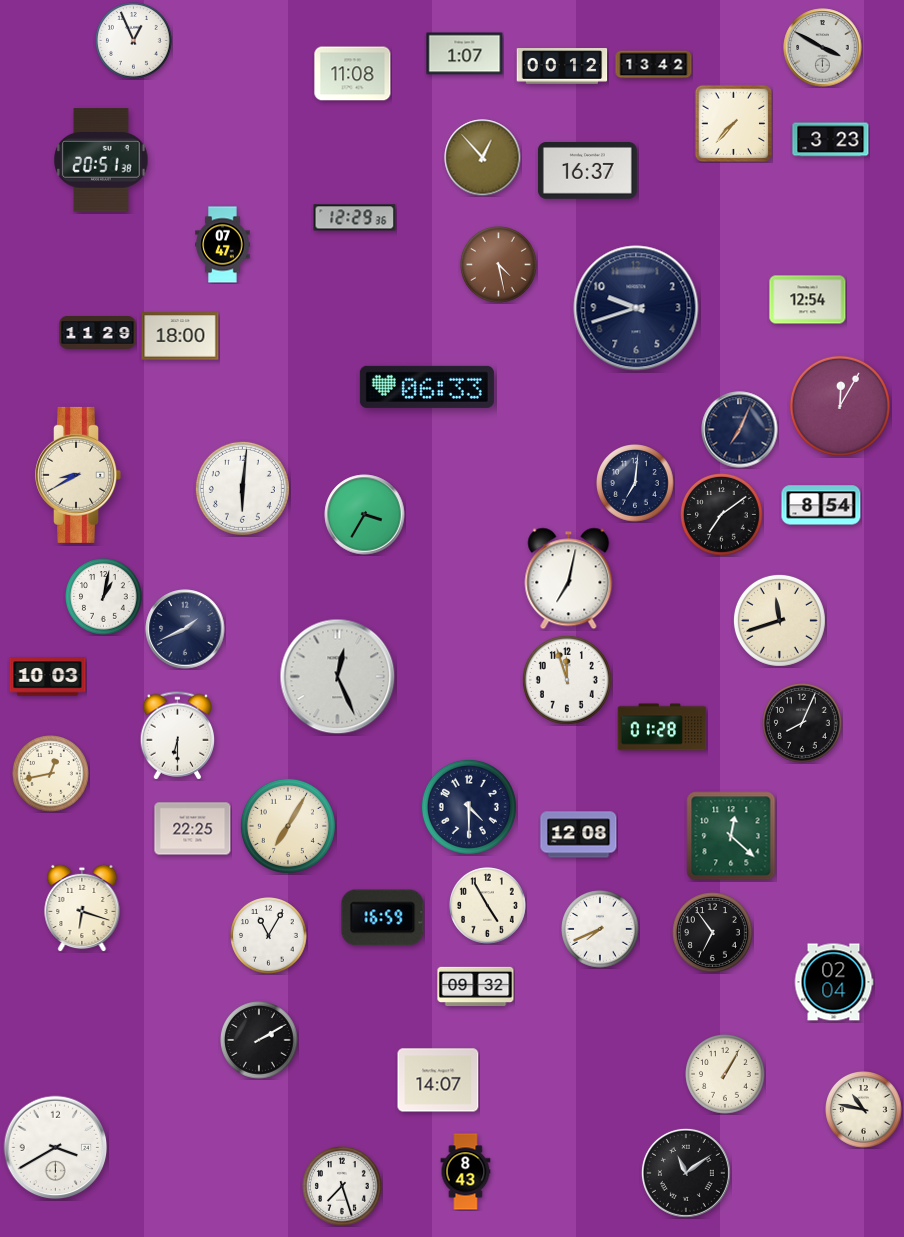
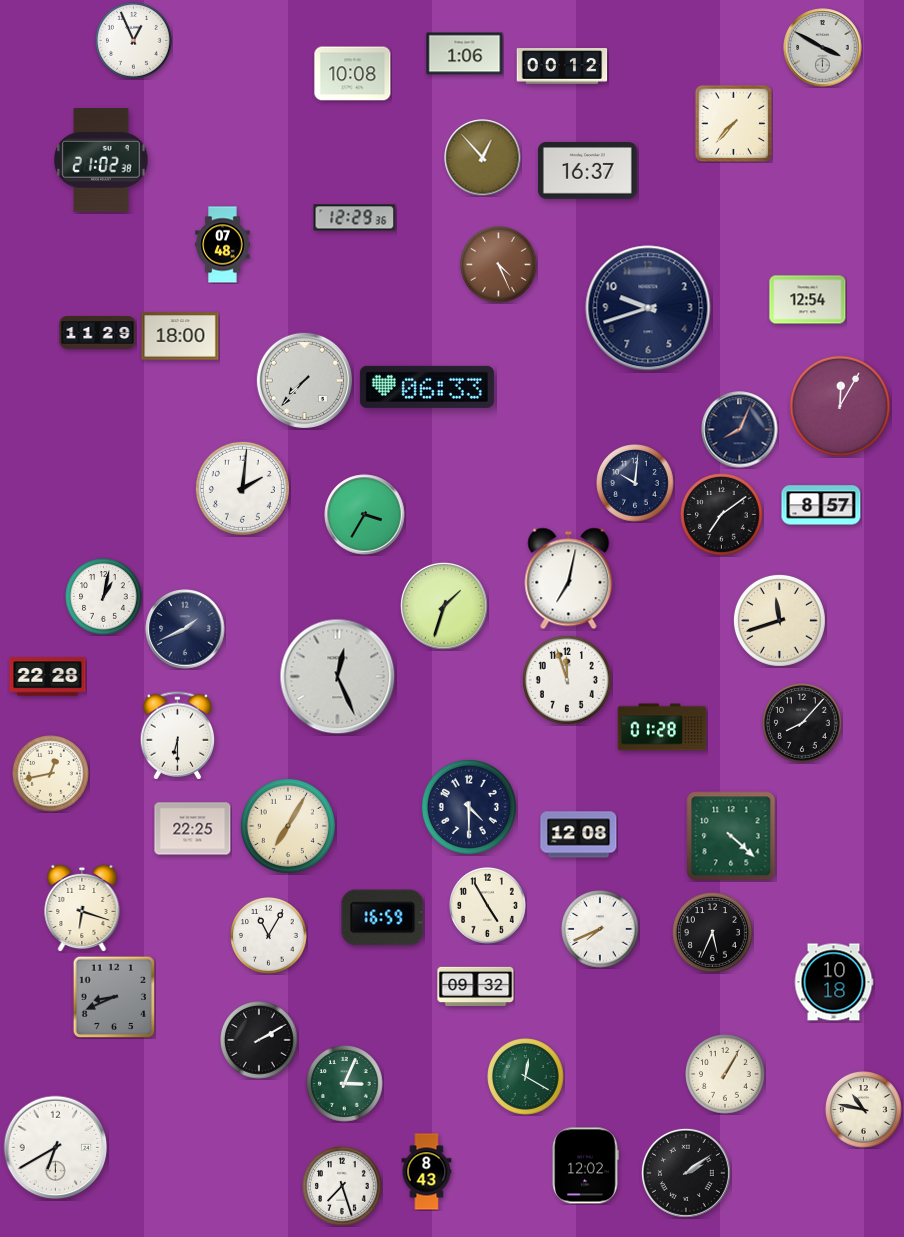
clock at (465, 54): 1:07 -> 1:06
clock at (654, 65): 13:42 -> none
clock at (353, 74): 11:08 -> 10:08
clock at (831, 140): 3:23 -> none
clock at (101, 160): 20:51 -> 21:02
clock at (223, 245): 07:47 -> 07:48
clock at (499, 265): 4:28 -> 4:26
clock at (636, 308) position: (636, 308) -> (648, 308)
clock at (304, 380): none -> 7:37
clock at (740, 430): 7:04 -> 8:04
clock at (78, 475): 8:40 -> none
clock at (635, 483): 7:01 -> 10:01
clock at (242, 488): 6:01 -> 2:01
clock at (821, 505): 8:54 -> 8:57
clock at (444, 606): none -> 1:33
clock at (48, 677): 10:03 -> 22:28
clock at (803, 724): 8:04 -> 8:07
clock at (731, 836): 12:22 -> 4:22
clock at (713, 933): 6:54 -> 5:34
clock at (834, 982): 02:04 -> 10:18
clock at (113, 996): none -> 8:41
clock at (526, 1077): none -> 12:20
clock at (438, 1080): 14:07 -> none
clock at (345, 1084): none -> 3:04
clock at (56, 1148): 3:40 -> 6:40
clock at (585, 1166): none -> 12:02
clock at (466, 1172) position: (466, 1172) -> (427, 1172)
clock at (686, 1173): 11:09 -> 2:09
